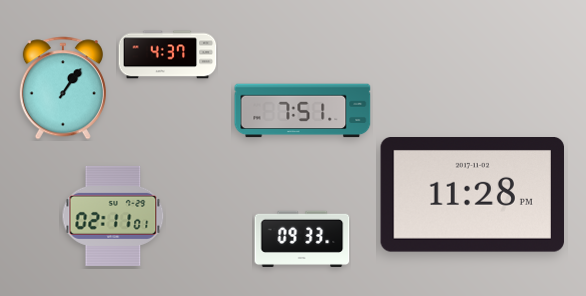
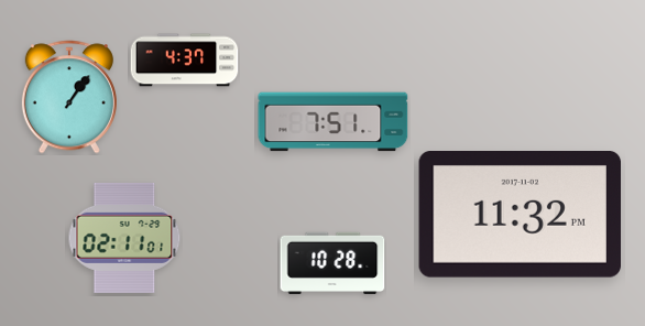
clock at (472, 195): 11:28 -> 11:32
clock at (302, 239): 09:33 -> 10:28
